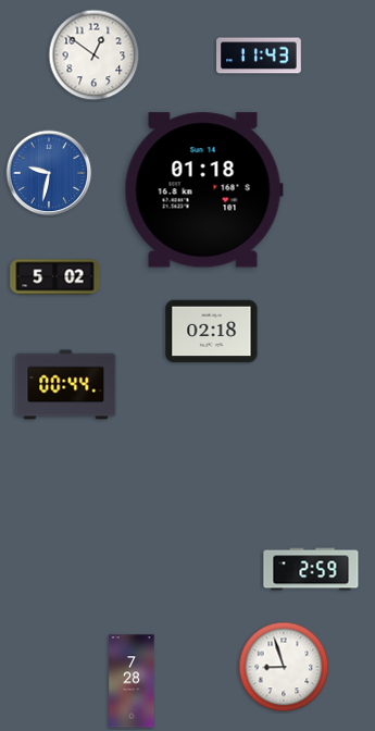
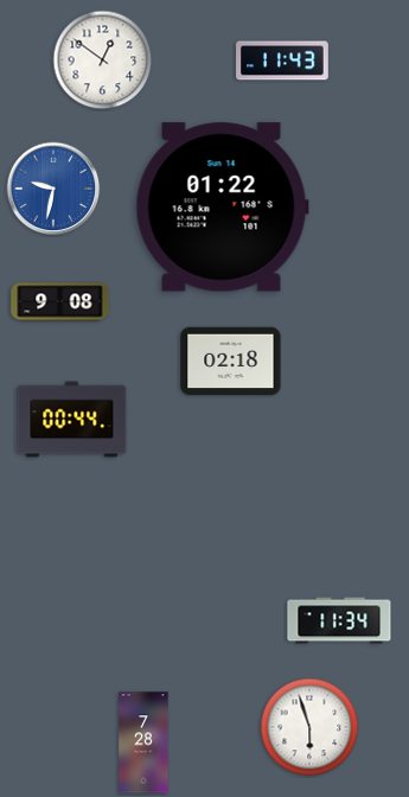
clock at (203, 190): 01:18 -> 01:22
clock at (55, 277): 5:02 -> 9:08
clock at (311, 569): 2:59 -> 11:34
clock at (284, 667): 8:57 -> 5:57
